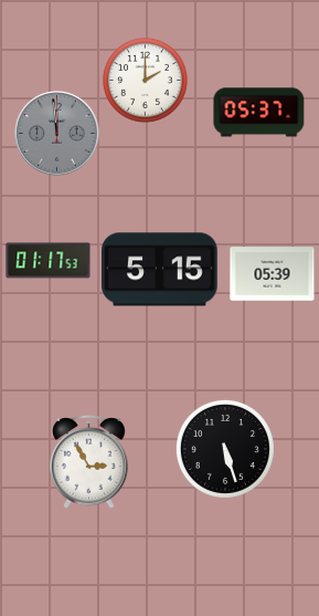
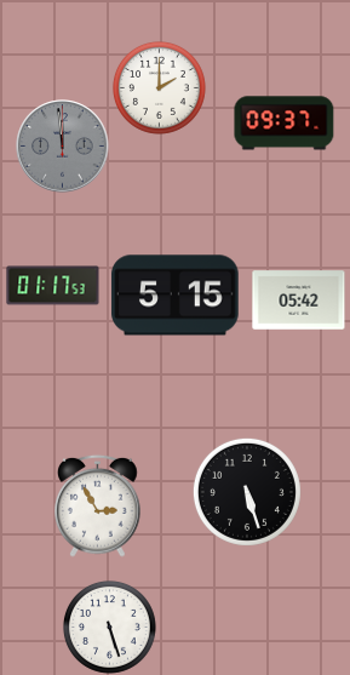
clock at (259, 113): 05:37 -> 09:37
clock at (273, 274): 05:39 -> 05:42
clock at (110, 628): none -> 5:27
